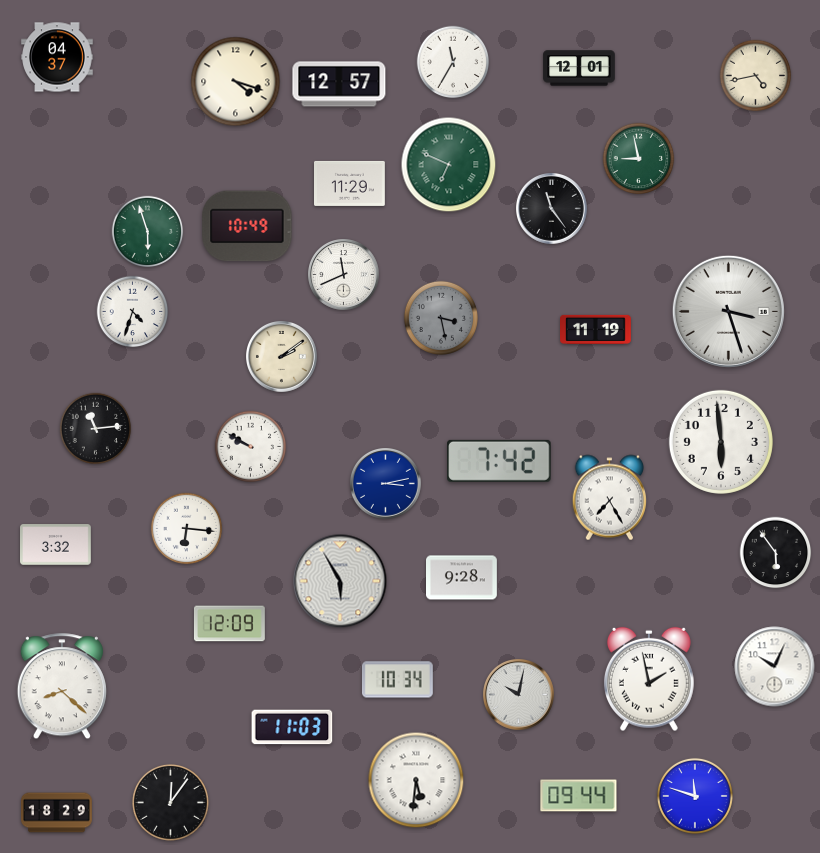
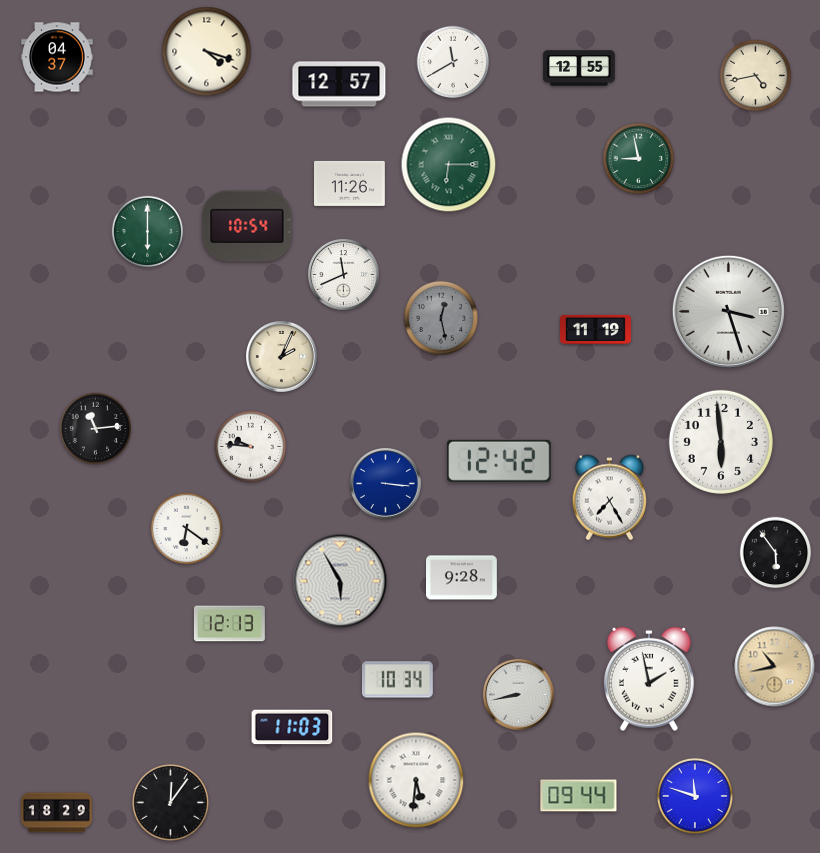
clock at (453, 62): 11:35 -> 11:40
clock at (579, 68): 12:01 -> 12:55
clock at (236, 82) position: (236, 82) -> (207, 52)
clock at (449, 165): 6:49 -> 6:15
clock at (350, 183): 11:29 -> 11:26
clock at (552, 209): 11:24 -> none
clock at (247, 226): 10:49 -> 10:54
clock at (148, 232): 5:57 -> 6:00
clock at (133, 312): 4:33 -> none
clock at (441, 318): 3:28 -> 12:28
clock at (282, 357): 2:09 -> 2:04
clock at (251, 447): 9:50 -> 9:46
clock at (499, 461): 7:42 -> 12:42
clock at (386, 484): 3:13 -> 3:16
clock at (187, 529): 6:16 -> 6:21
clock at (56, 545): 3:32 -> none
clock at (229, 624): 12:09 -> 12:13
clock at (775, 667): 10:04 -> 10:43
clock at (775, 667) dial: white -> champagne
clock at (62, 687): 8:22 -> none
clock at (519, 695): 10:02 -> 8:43
